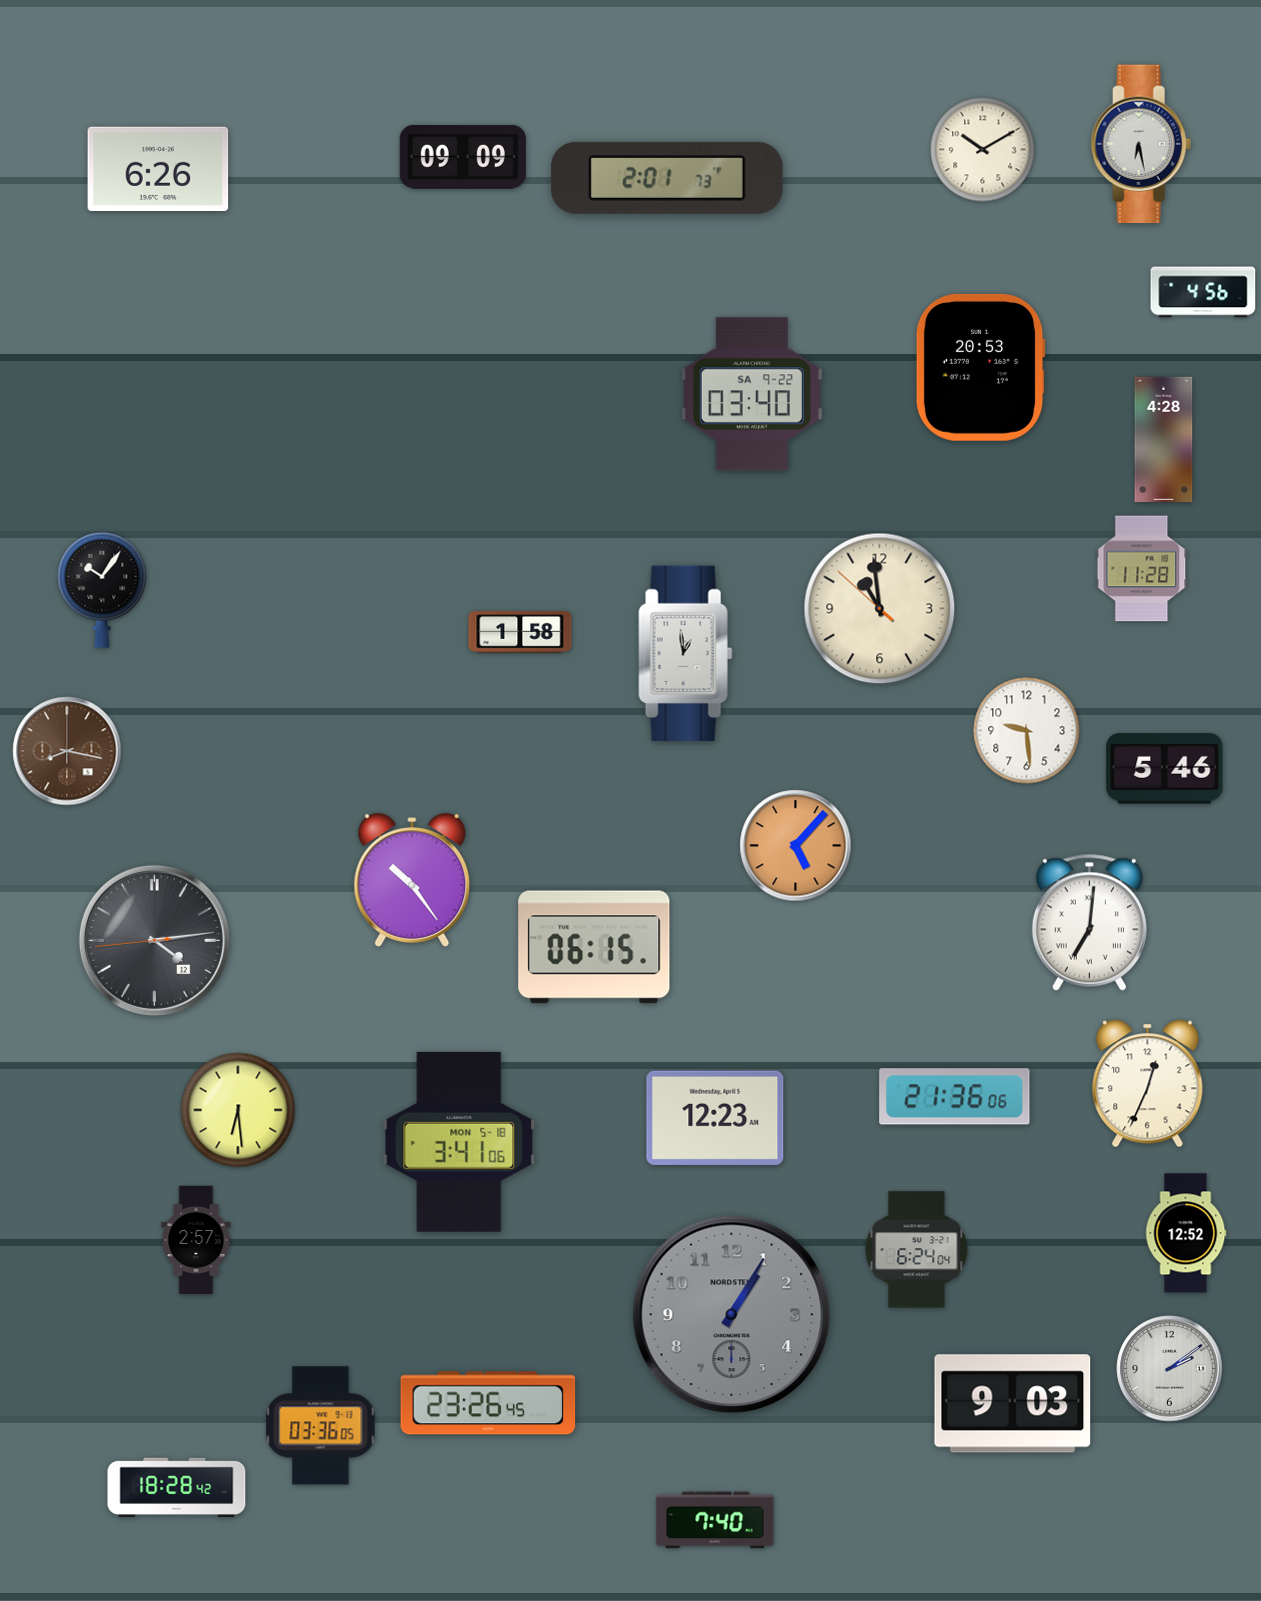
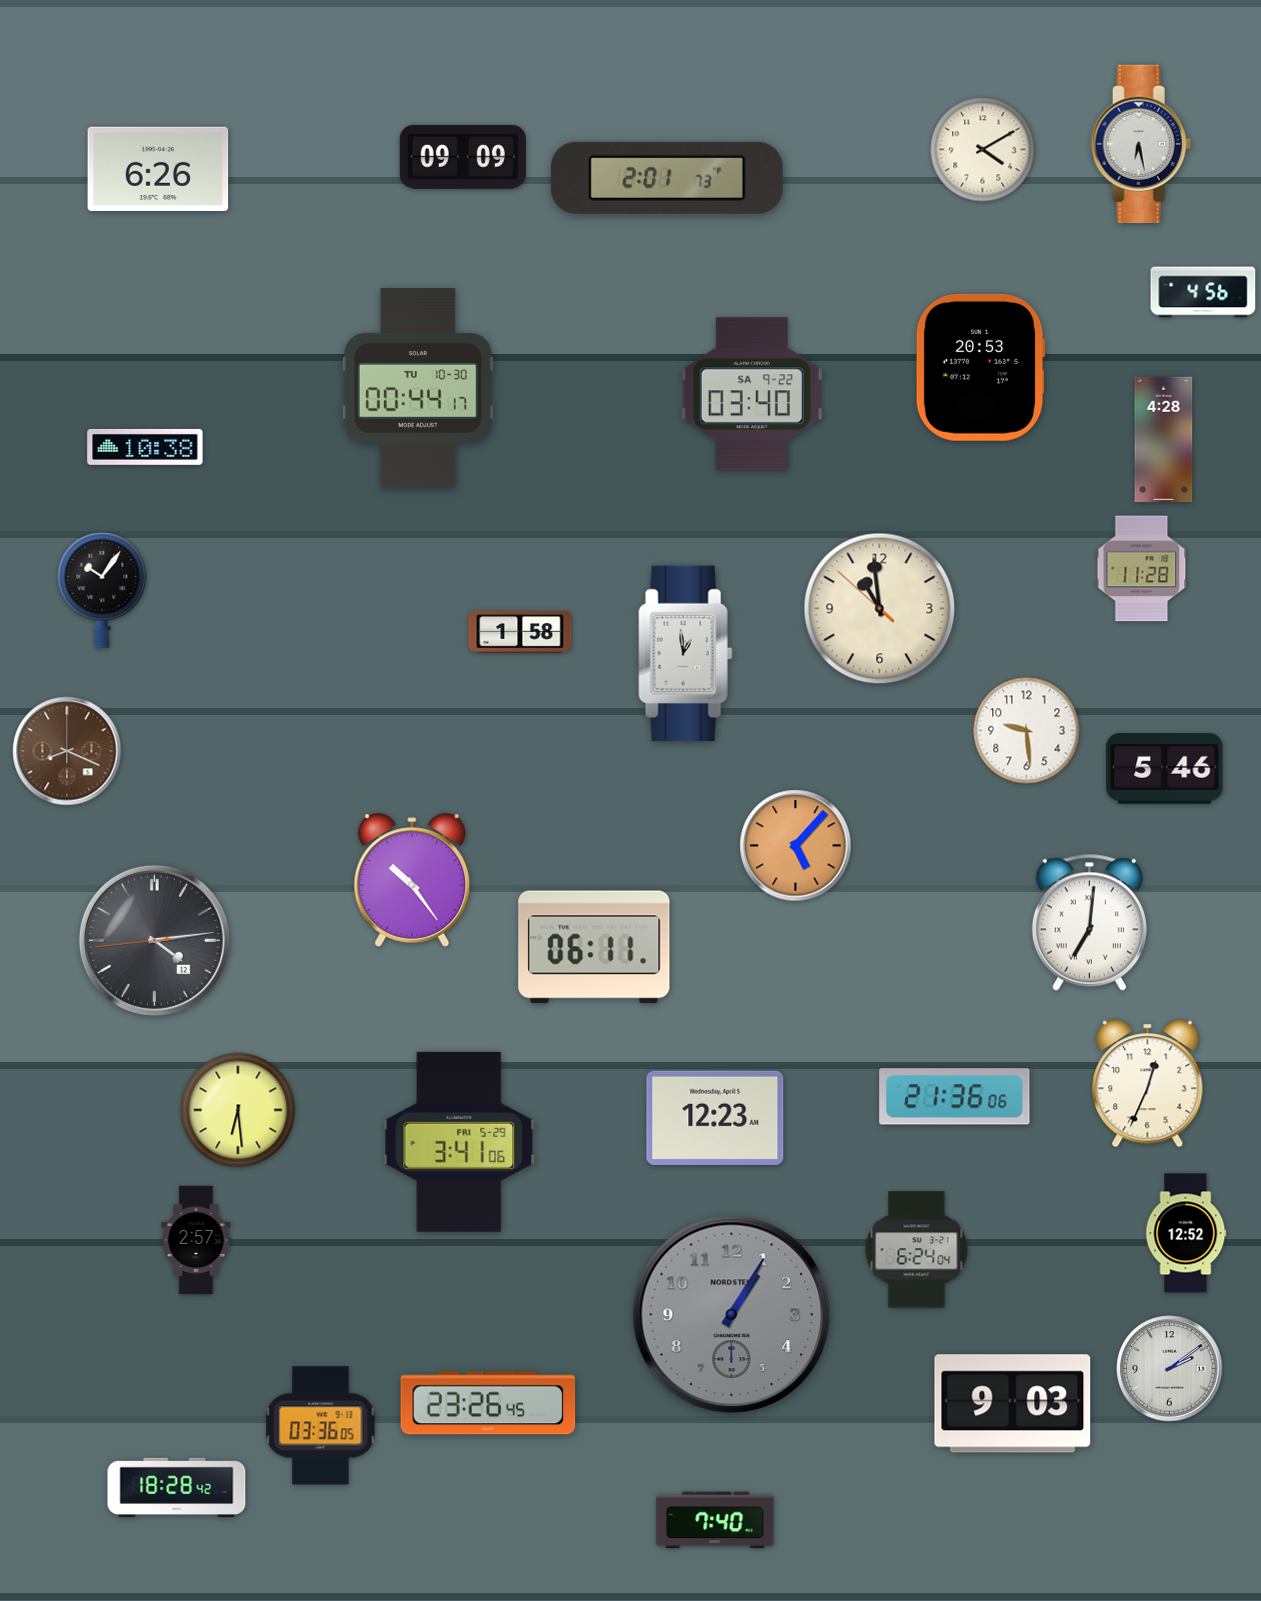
clock at (983, 150): 10:10 -> 4:10
clock at (418, 388): none -> 00:44
clock at (145, 447): none -> 10:38
clock at (67, 751): 8:17 -> 8:19
clock at (594, 947): 06:15 -> 06:11
clock at (459, 1142) date: MON 5-18 -> FRI 5-29
